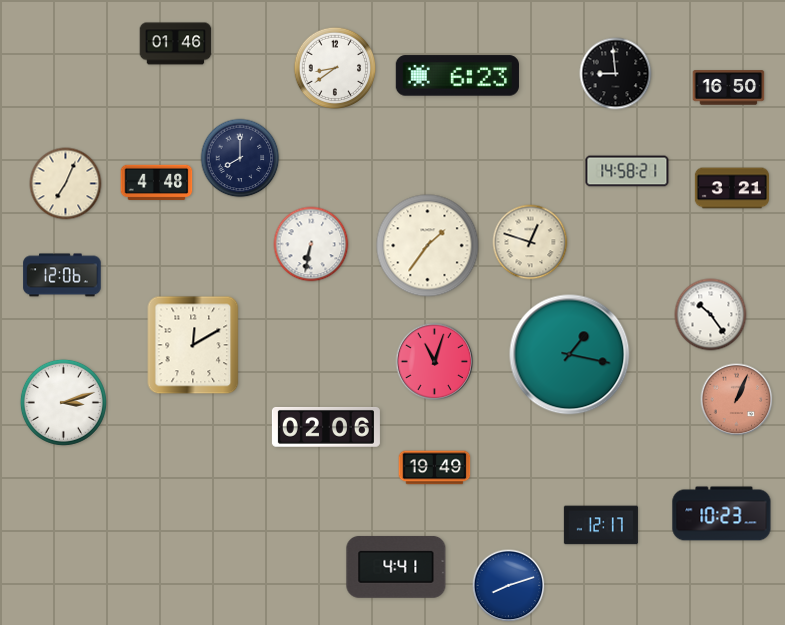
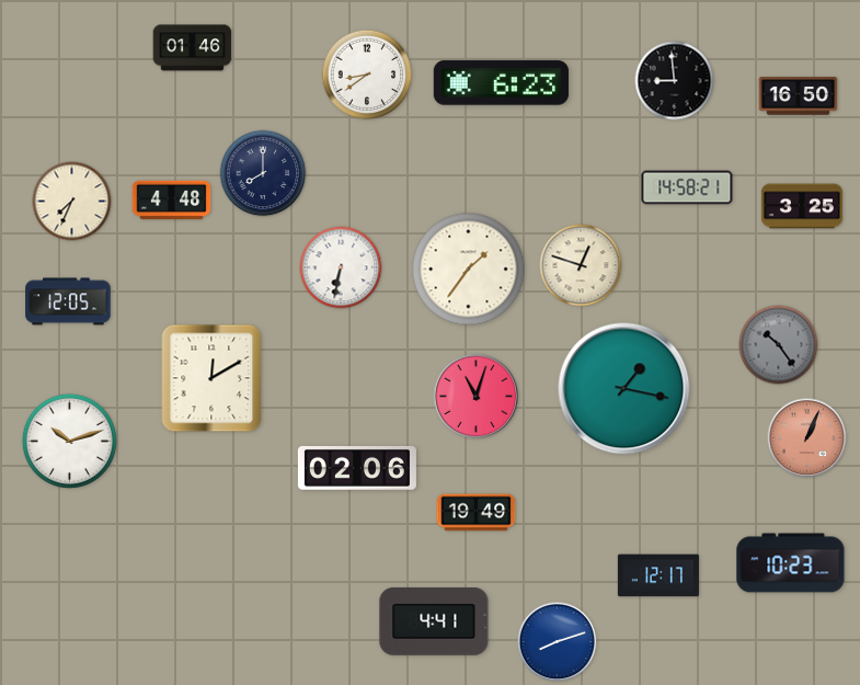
clock at (66, 184): 7:04 -> 7:34
clock at (732, 188): 3:21 -> 3:25
clock at (62, 275): 12:06 -> 12:05
clock at (711, 315) dial: white -> grey
clock at (63, 402): 3:12 -> 10:12
